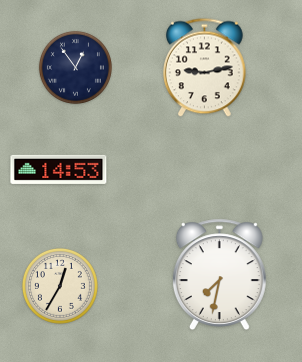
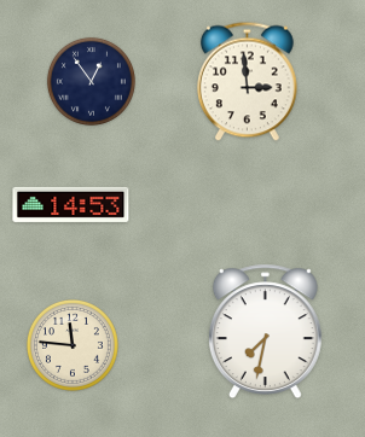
clock at (205, 68): 9:13 -> 2:59
clock at (60, 286): 12:35 -> 11:46
